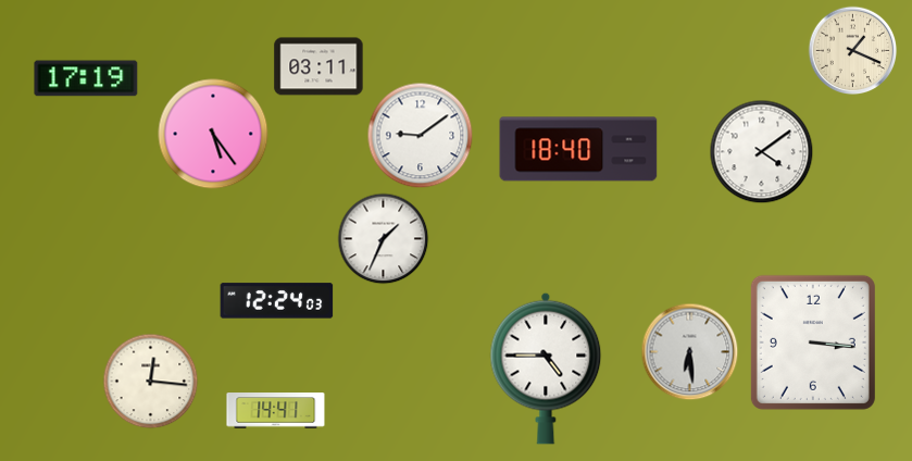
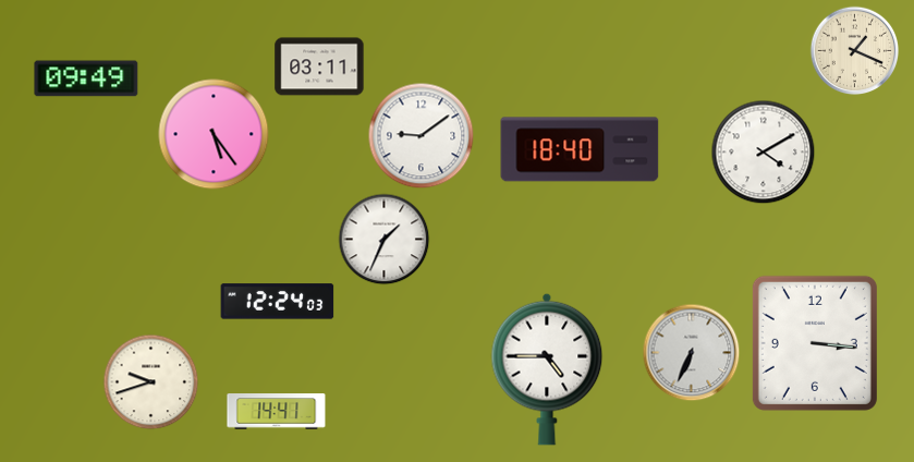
clock at (86, 78): 17:19 -> 09:49
clock at (761, 151): 4:09 -> 4:10
clock at (689, 351): 6:29 -> 6:34
clock at (150, 381): 12:16 -> 9:42
